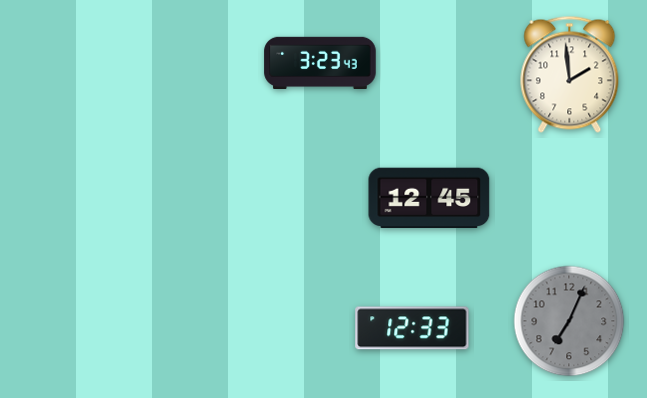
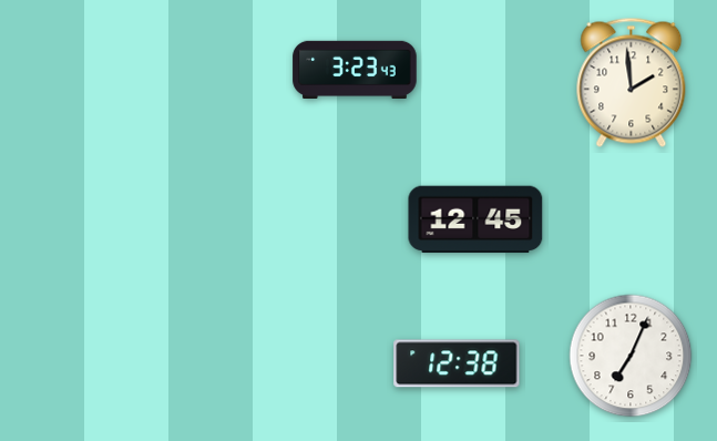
clock at (569, 321) dial: grey -> white
clock at (412, 328): 12:33 -> 12:38
